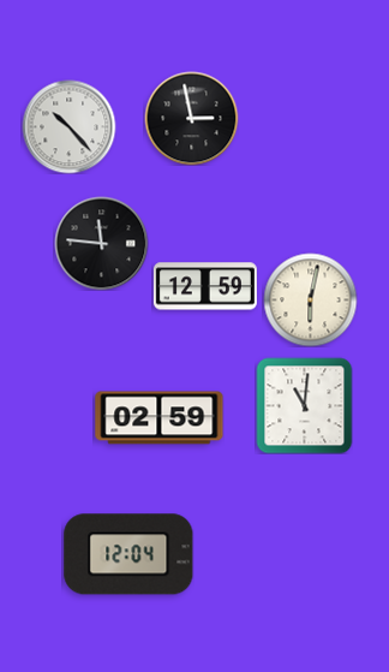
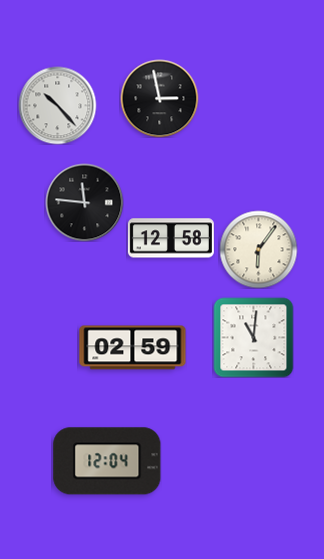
clock at (205, 286): 12:59 -> 12:58
clock at (310, 299): 6:02 -> 6:06
